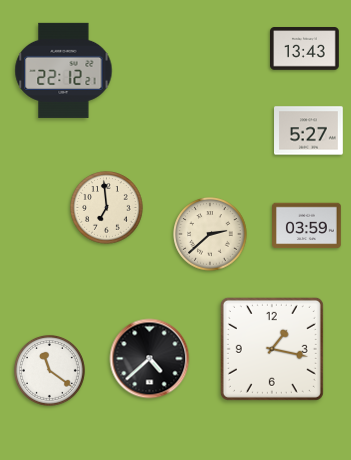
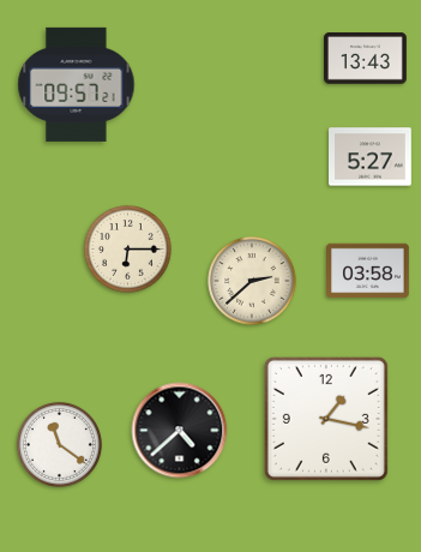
clock at (64, 70): 22:12 -> 09:57
clock at (107, 208): 6:59 -> 6:15
clock at (307, 226): 03:59 -> 03:58
